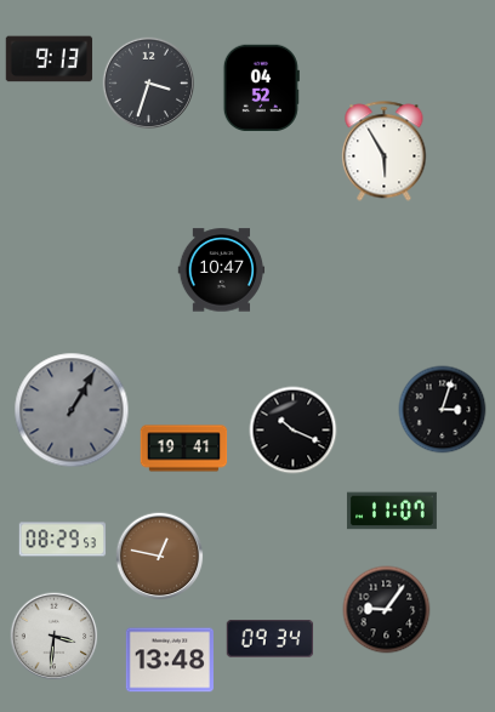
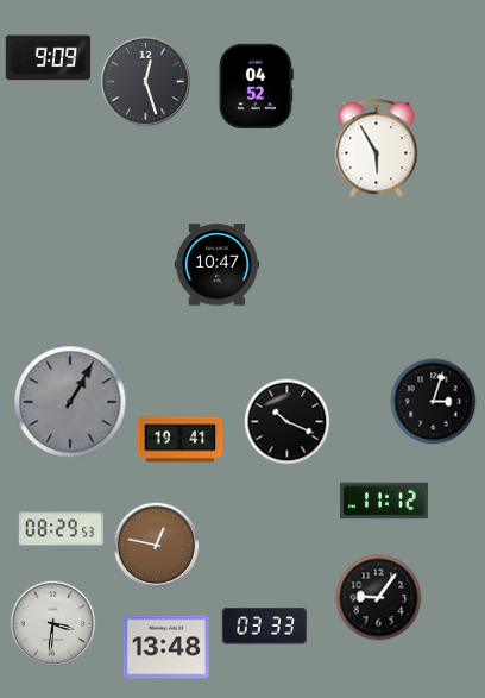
clock at (50, 59): 9:13 -> 9:09
clock at (148, 82): 3:33 -> 12:27
clock at (392, 511): 11:07 -> 11:12
clock at (271, 639): 09:34 -> 03:33
